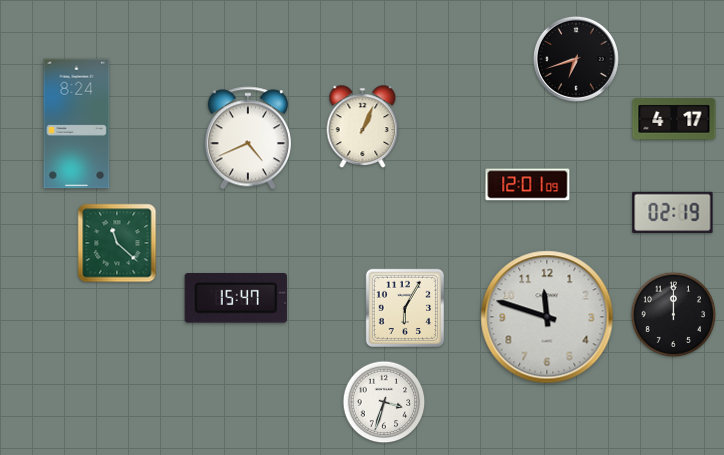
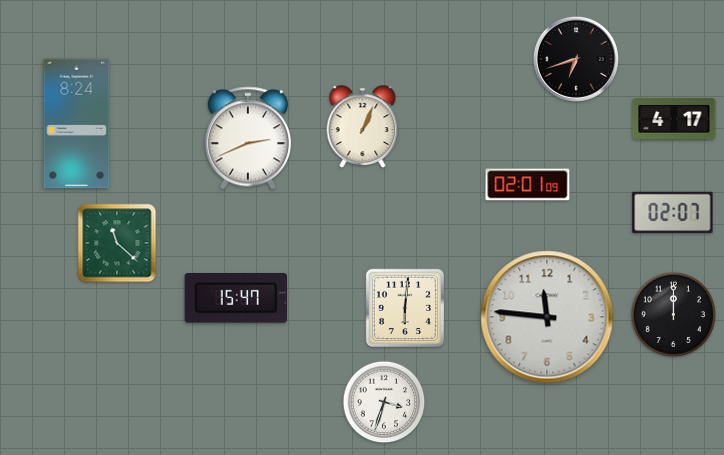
clock at (248, 138): 4:41 -> 2:41
clock at (528, 185): 12:01 -> 02:01
clock at (673, 212): 02:19 -> 02:07
clock at (404, 307): 6:05 -> 6:01
clock at (547, 317): 11:48 -> 11:46
